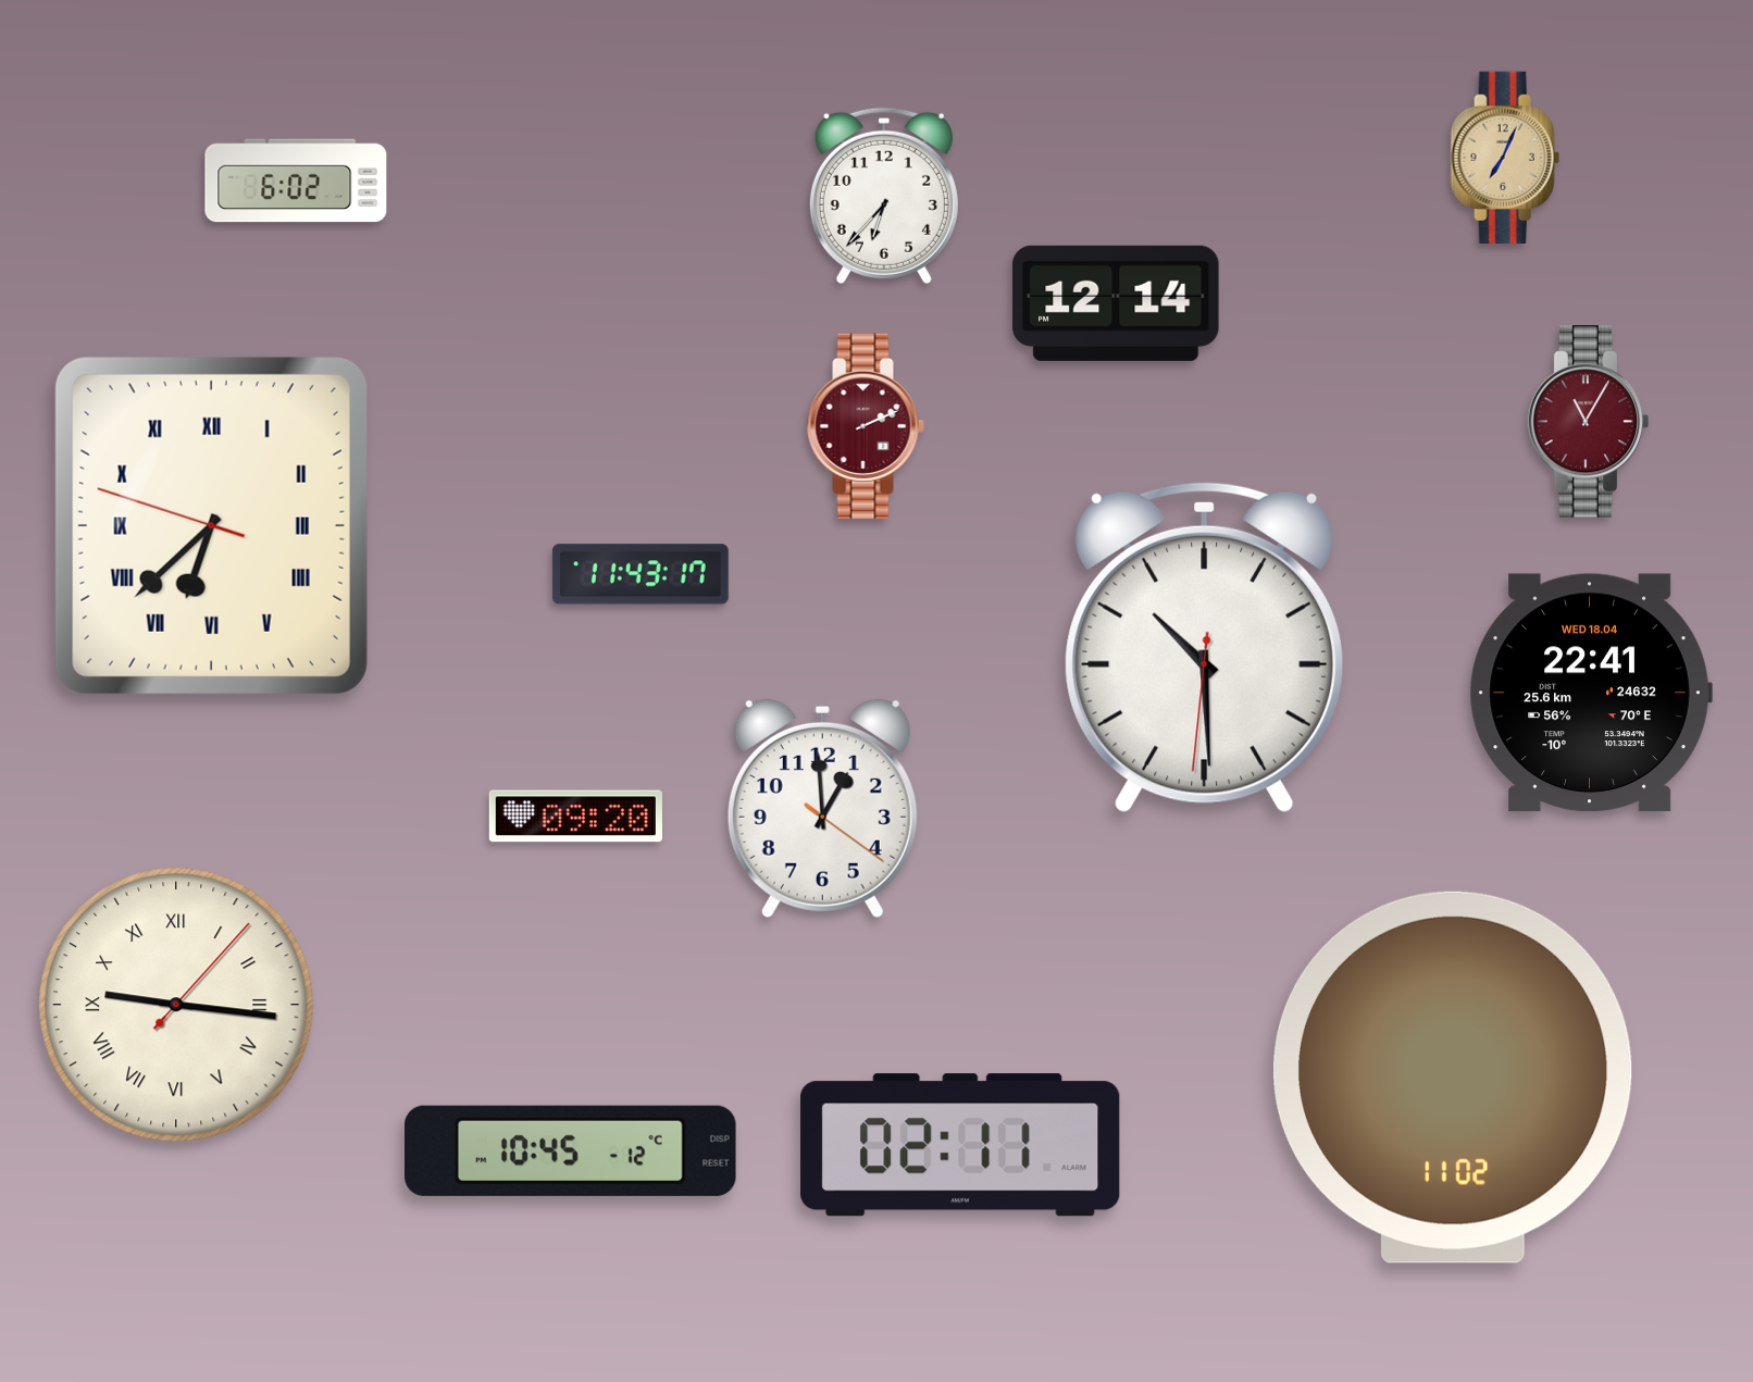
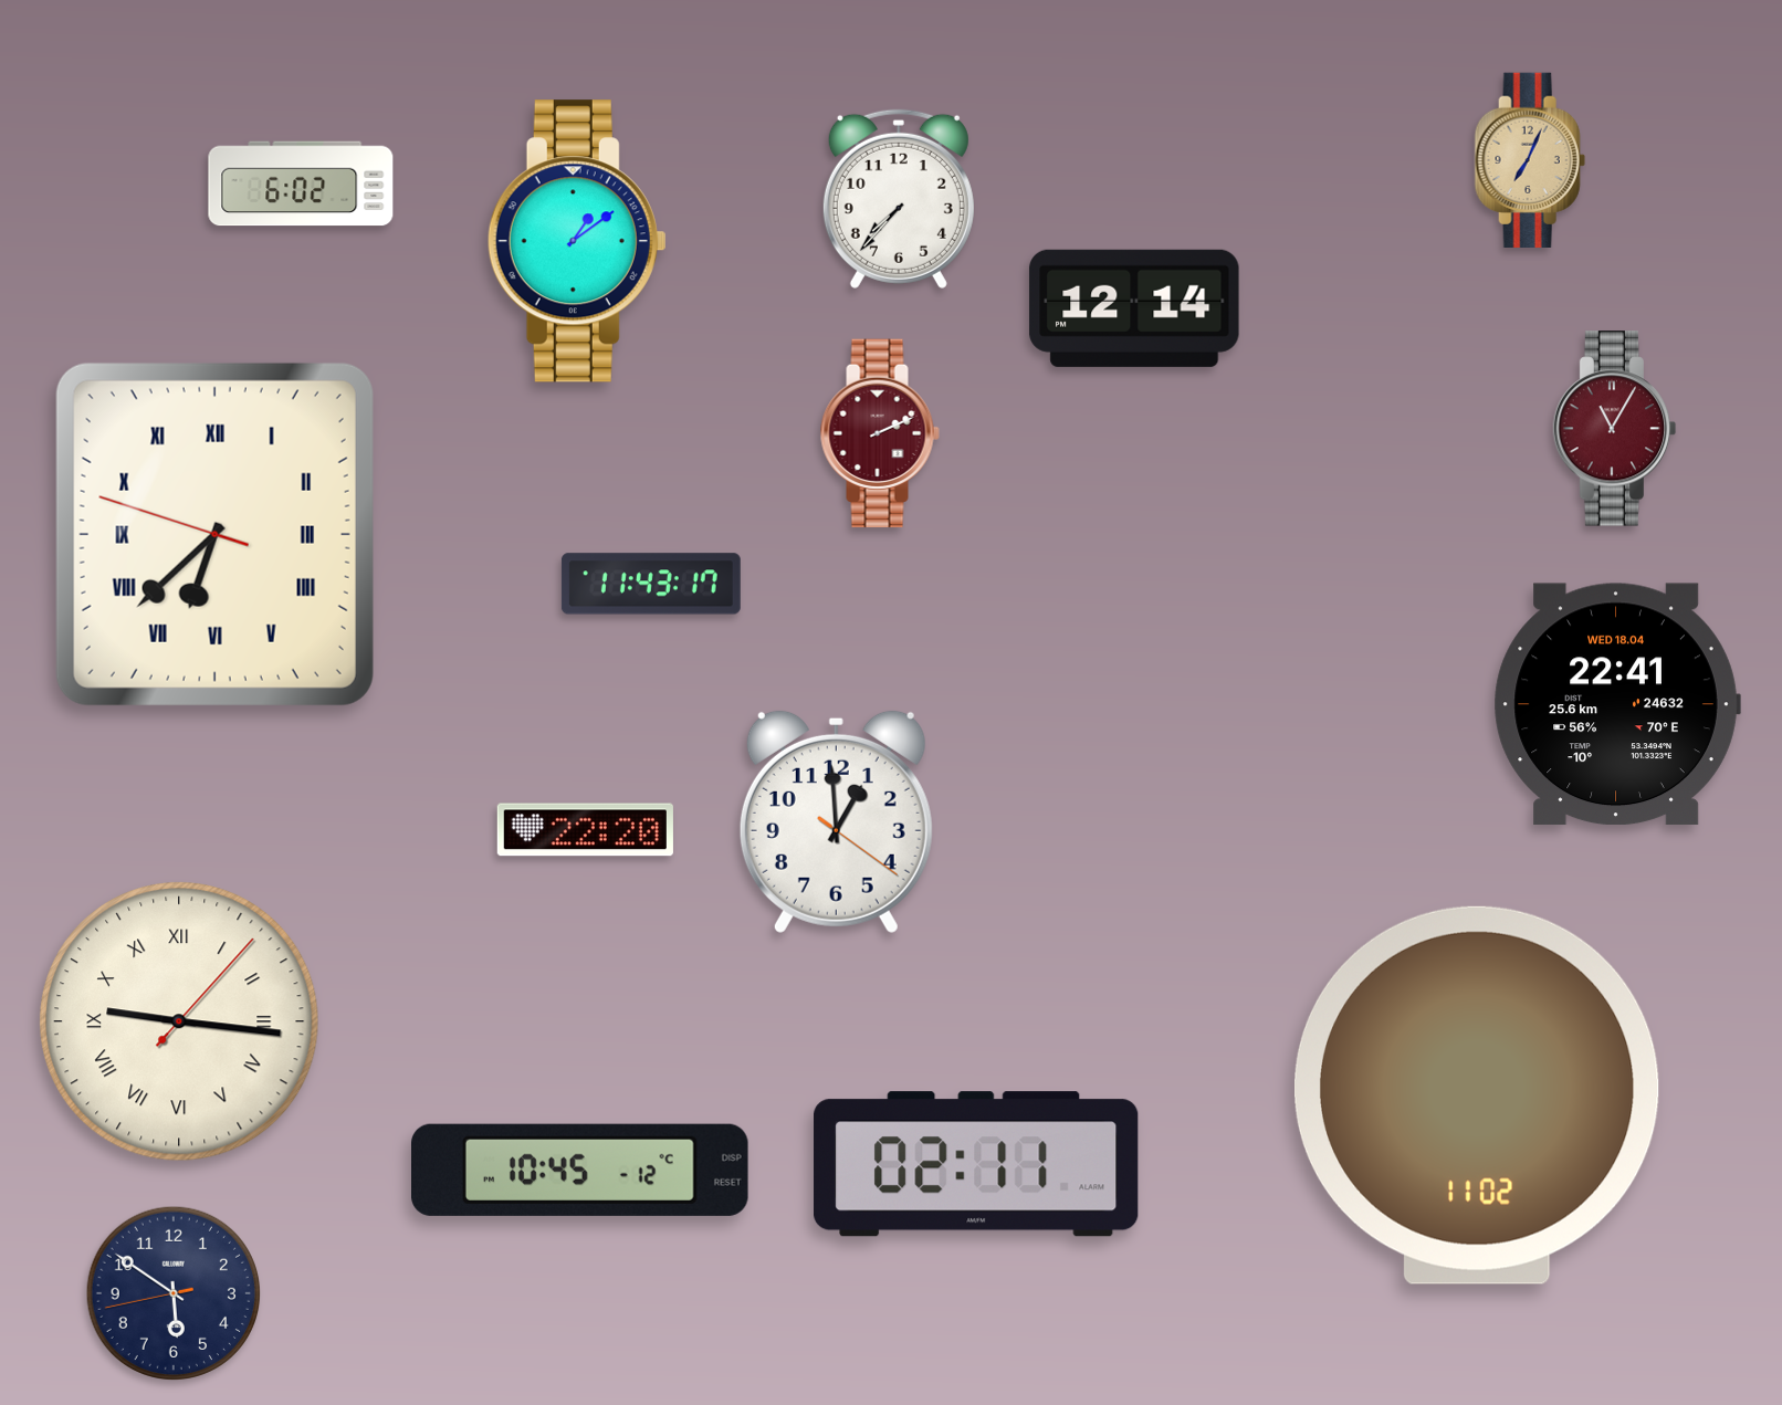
clock at (884, 196): 6:37 -> 7:37
clock at (577, 241): none -> 1:09
clock at (1204, 648): 10:29 -> none
clock at (575, 817): 09:20 -> 22:20
clock at (172, 1292): none -> 5:50
